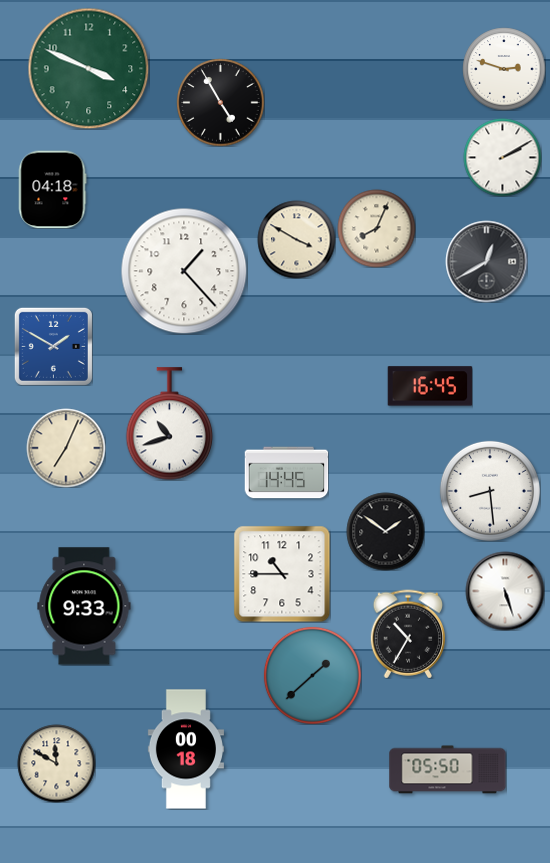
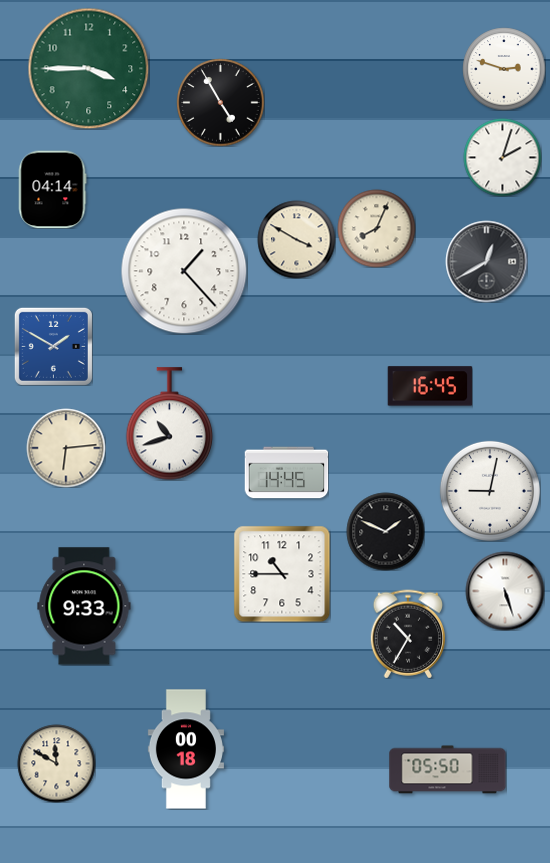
clock at (88, 68): 3:49 -> 3:45
clock at (502, 157): 2:10 -> 2:03
clock at (52, 189): 04:18 -> 04:14
clock at (66, 448): 7:04 -> 6:14
clock at (490, 491): 8:29 -> 9:02
clock at (385, 531): 1:51 -> 1:49
clock at (312, 675): 1:38 -> none
